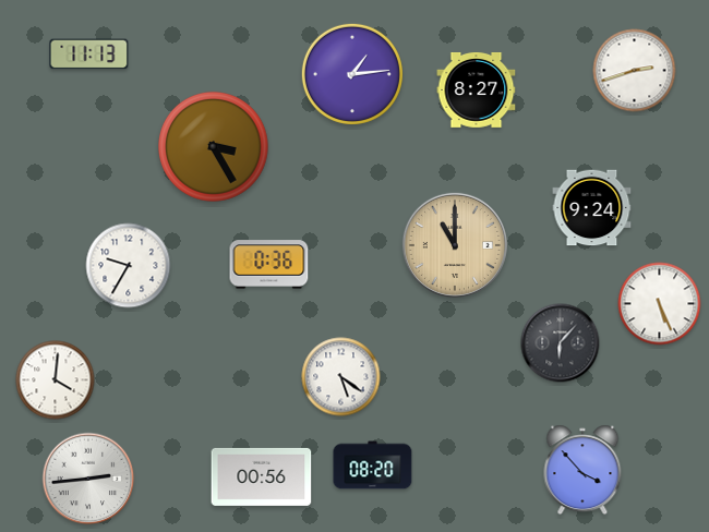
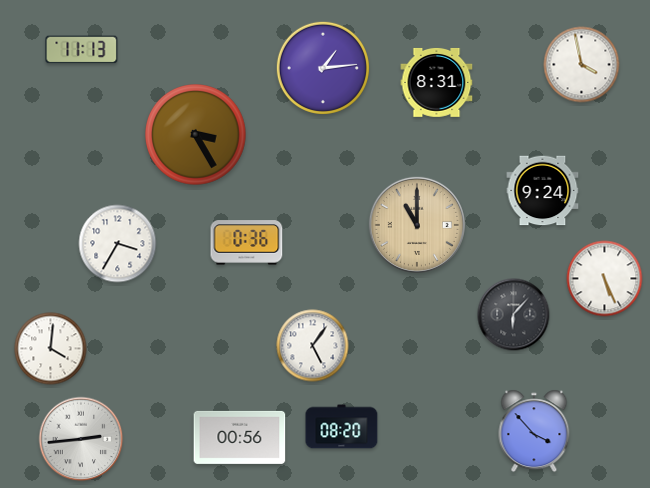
clock at (635, 71): 2:42 -> 3:58
clock at (477, 90): 8:27 -> 8:31
clock at (129, 266): 9:35 -> 3:35
clock at (341, 377): 5:21 -> 5:06
